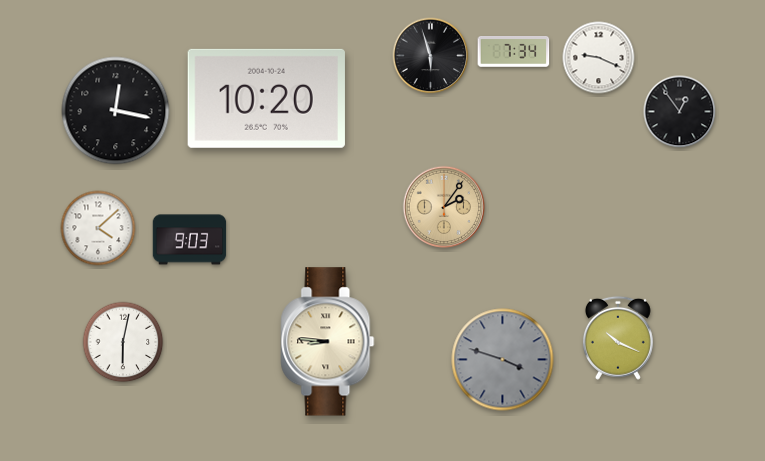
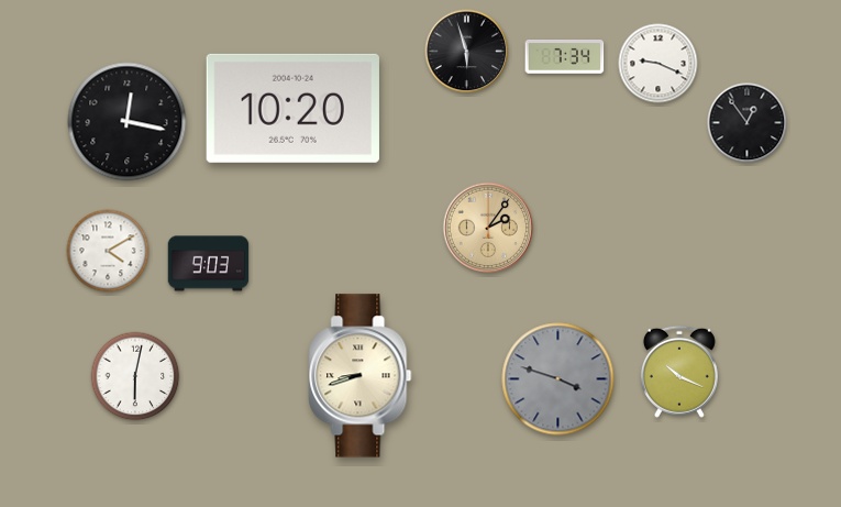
clock at (431, 56) position: (431, 56) -> (467, 52)
clock at (98, 228): 4:08 -> 4:10
clock at (328, 342): 8:46 -> 8:42
clock at (503, 360) position: (503, 360) -> (558, 379)
